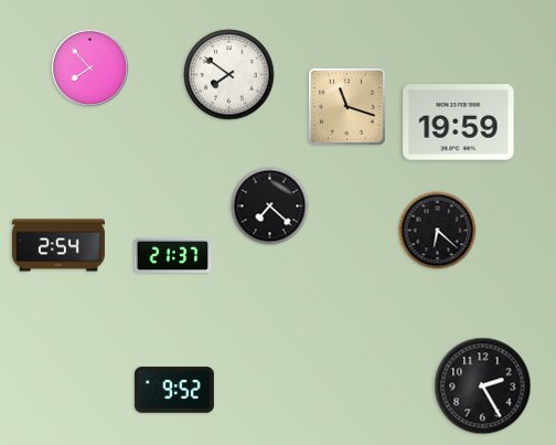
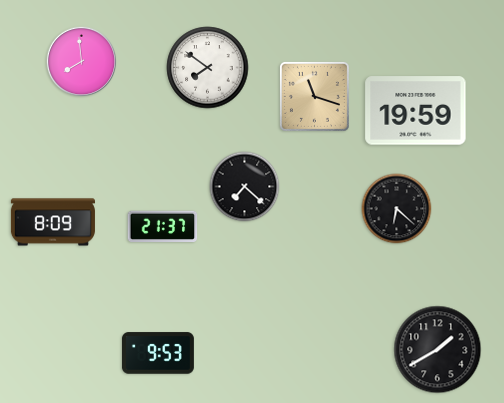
clock at (89, 67): 7:53 -> 7:59
clock at (58, 245): 2:54 -> 8:09
clock at (173, 256) position: (173, 256) -> (163, 227)
clock at (483, 386): 2:25 -> 1:40
clock at (174, 390): 9:52 -> 9:53
